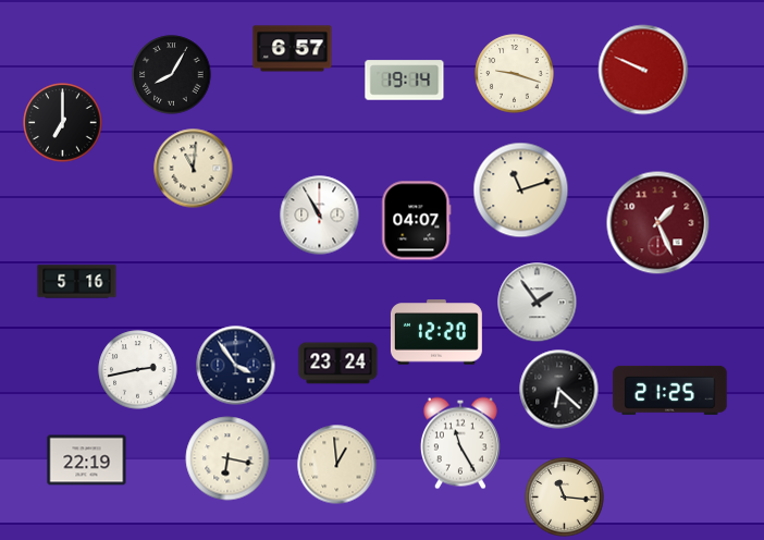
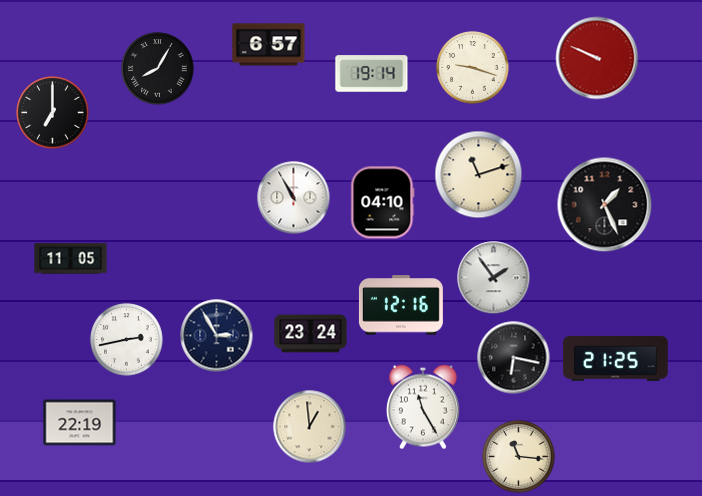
clock at (643, 70) position: (643, 70) -> (597, 58)
clock at (63, 123) position: (63, 123) -> (53, 113)
clock at (194, 169): 11:01 -> none
clock at (417, 221): 04:07 -> 04:10
clock at (658, 223) dial: burgundy -> black
clock at (77, 282): 5:16 -> 11:05
clock at (436, 332): 12:20 -> 12:16
clock at (236, 366): 3:54 -> 2:55
clock at (559, 390): 6:22 -> 6:17
clock at (227, 458): 6:17 -> none
